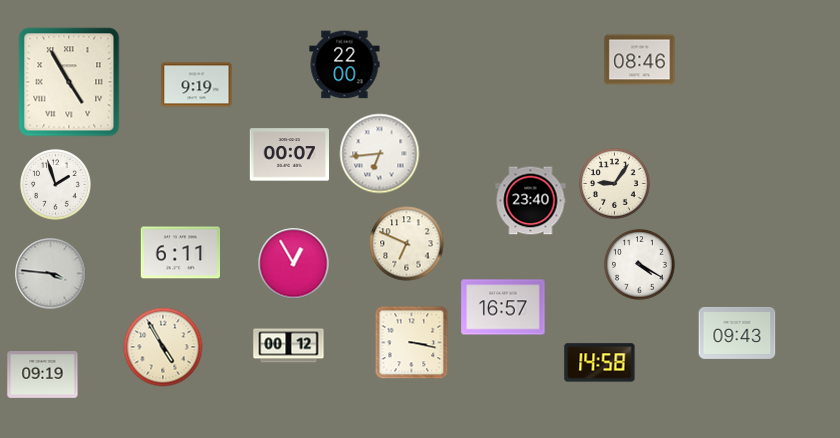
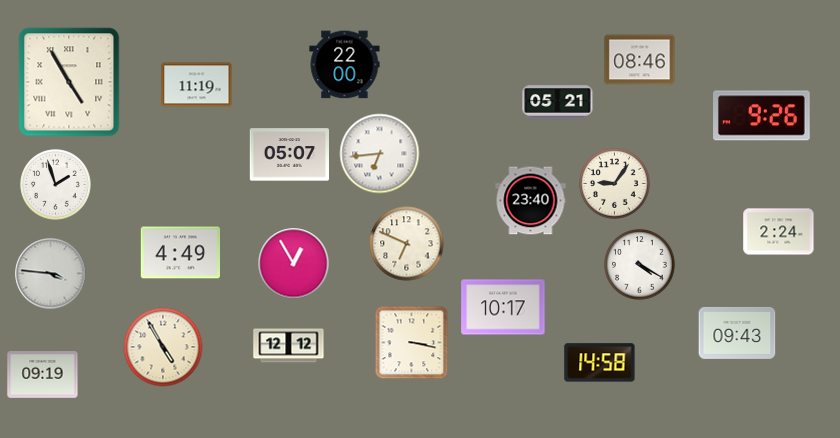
clock at (197, 85): 9:19 -> 11:19
clock at (558, 103): none -> 05:21
clock at (762, 116): none -> 9:26
clock at (289, 155): 00:07 -> 05:07
clock at (779, 232): none -> 2:24
clock at (180, 253): 6:11 -> 4:49
clock at (503, 307): 16:57 -> 10:17
clock at (289, 346): 00:12 -> 12:12
